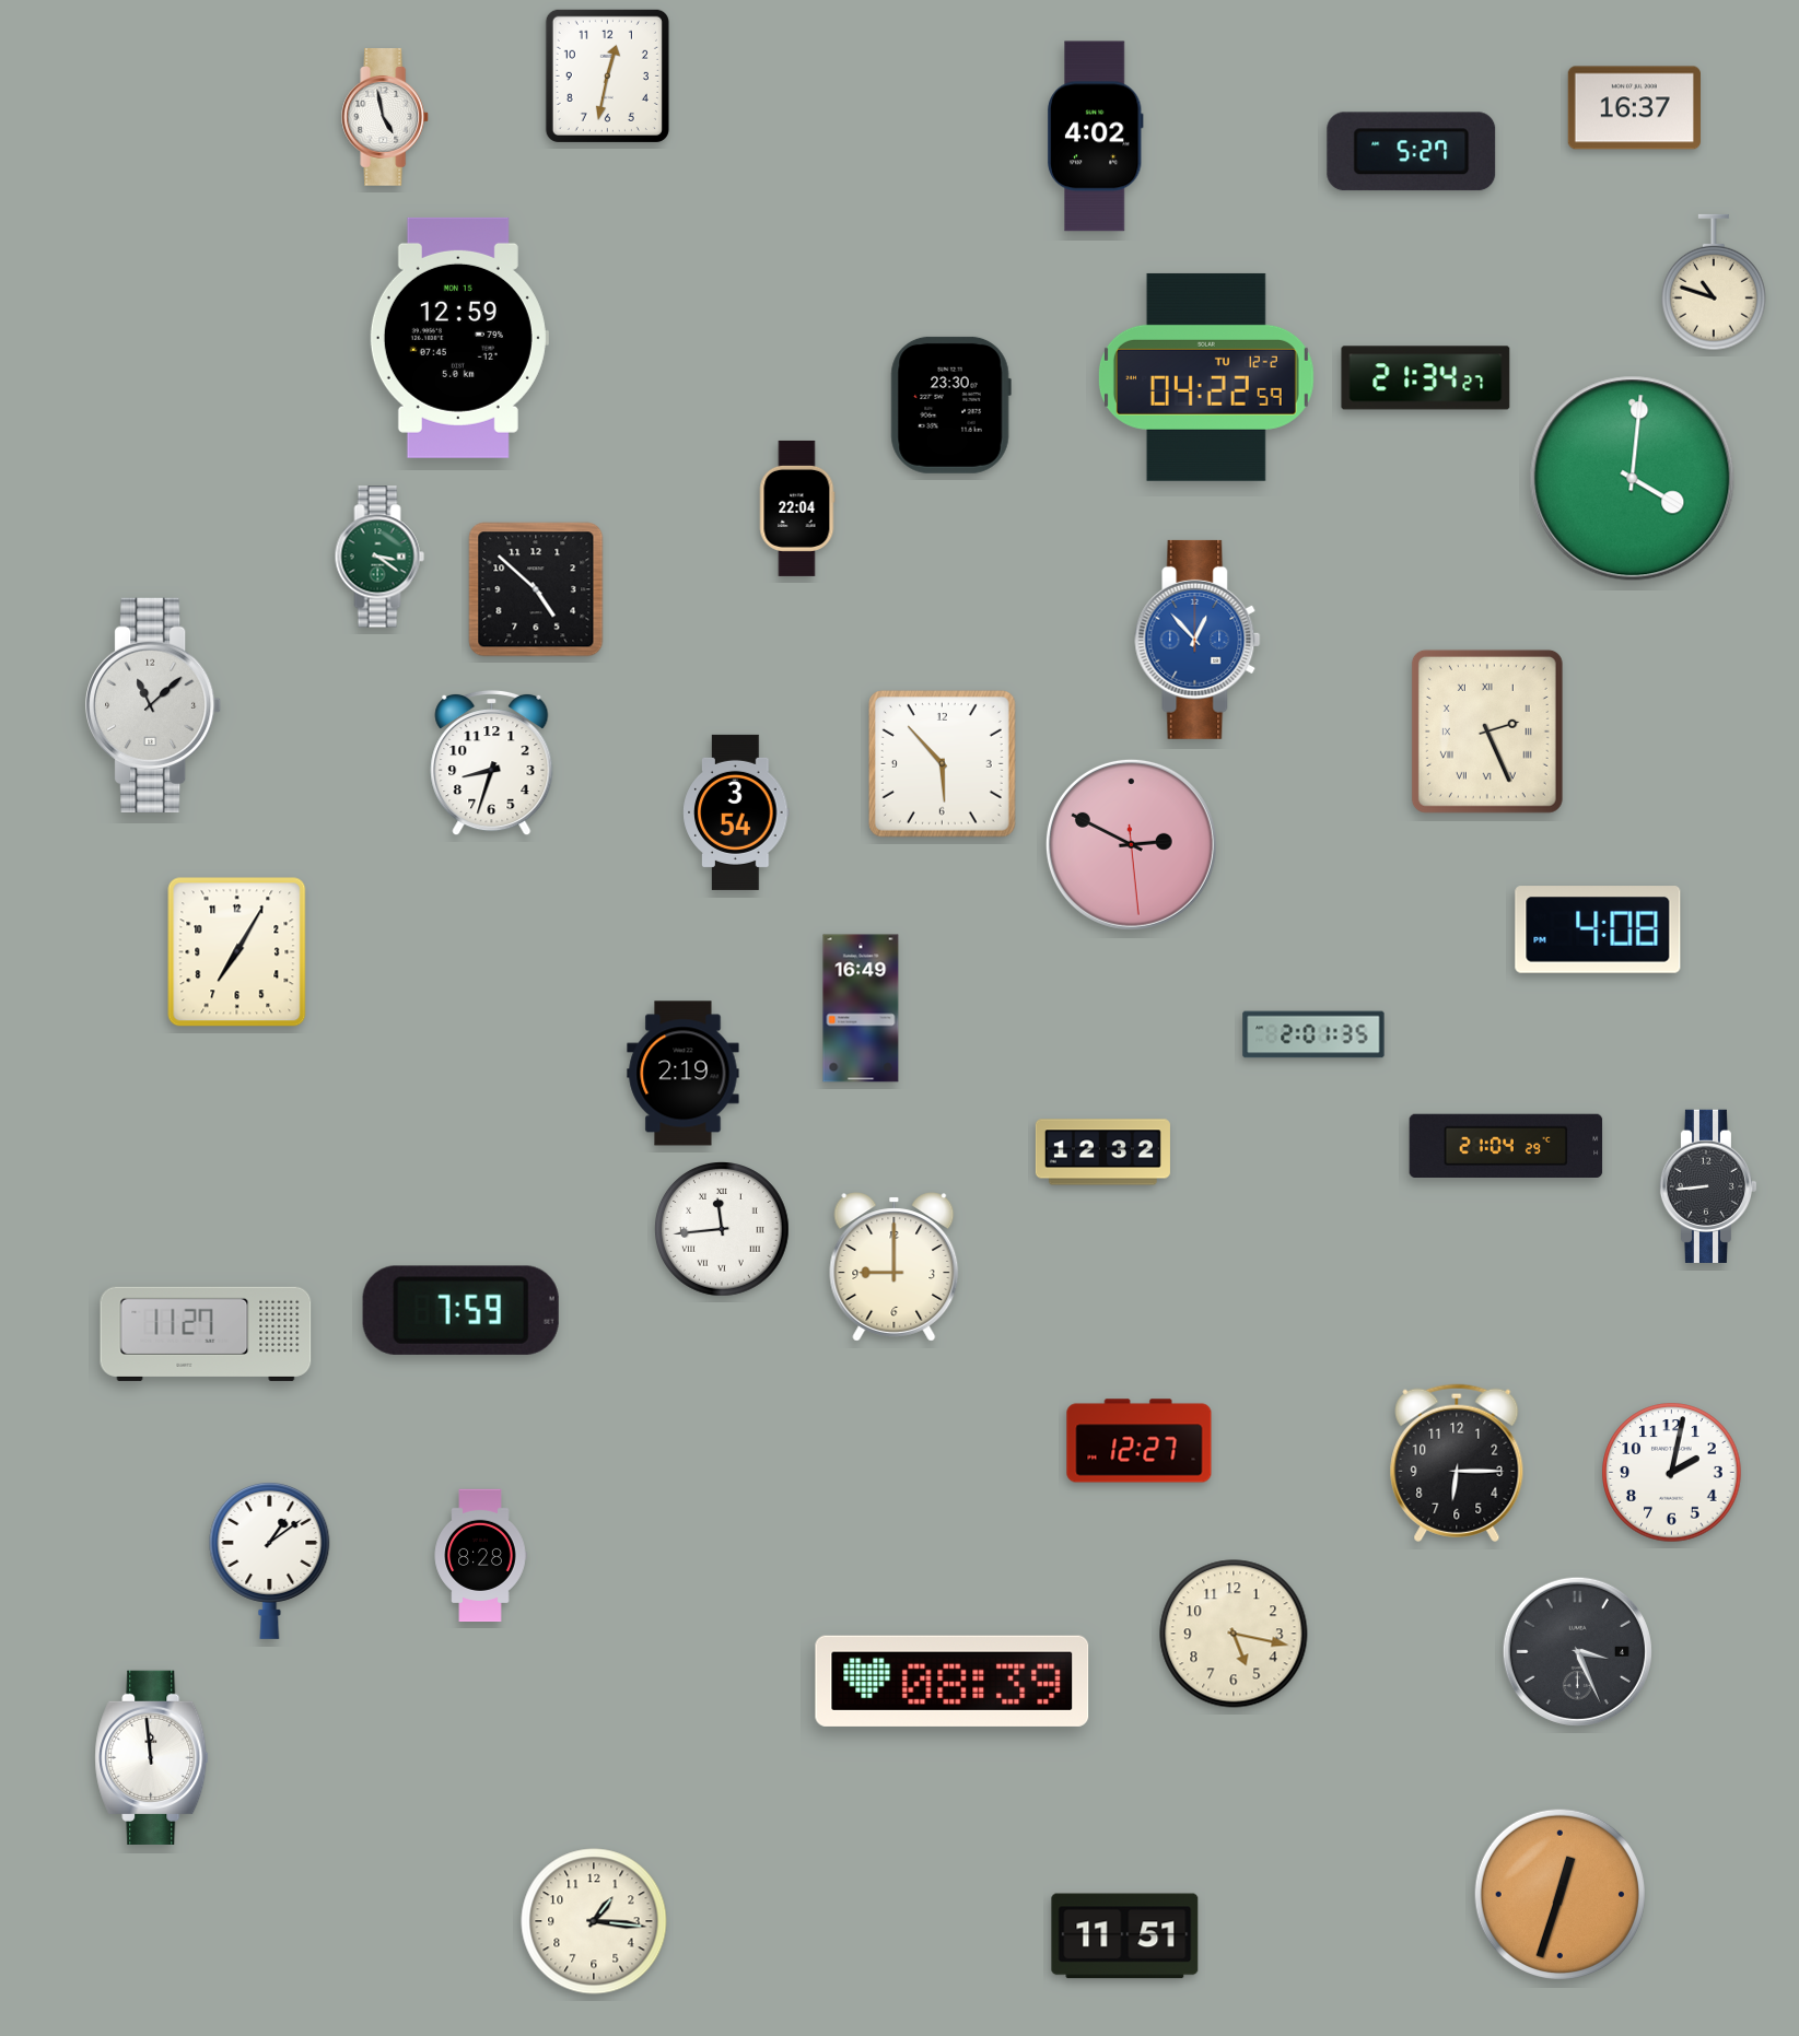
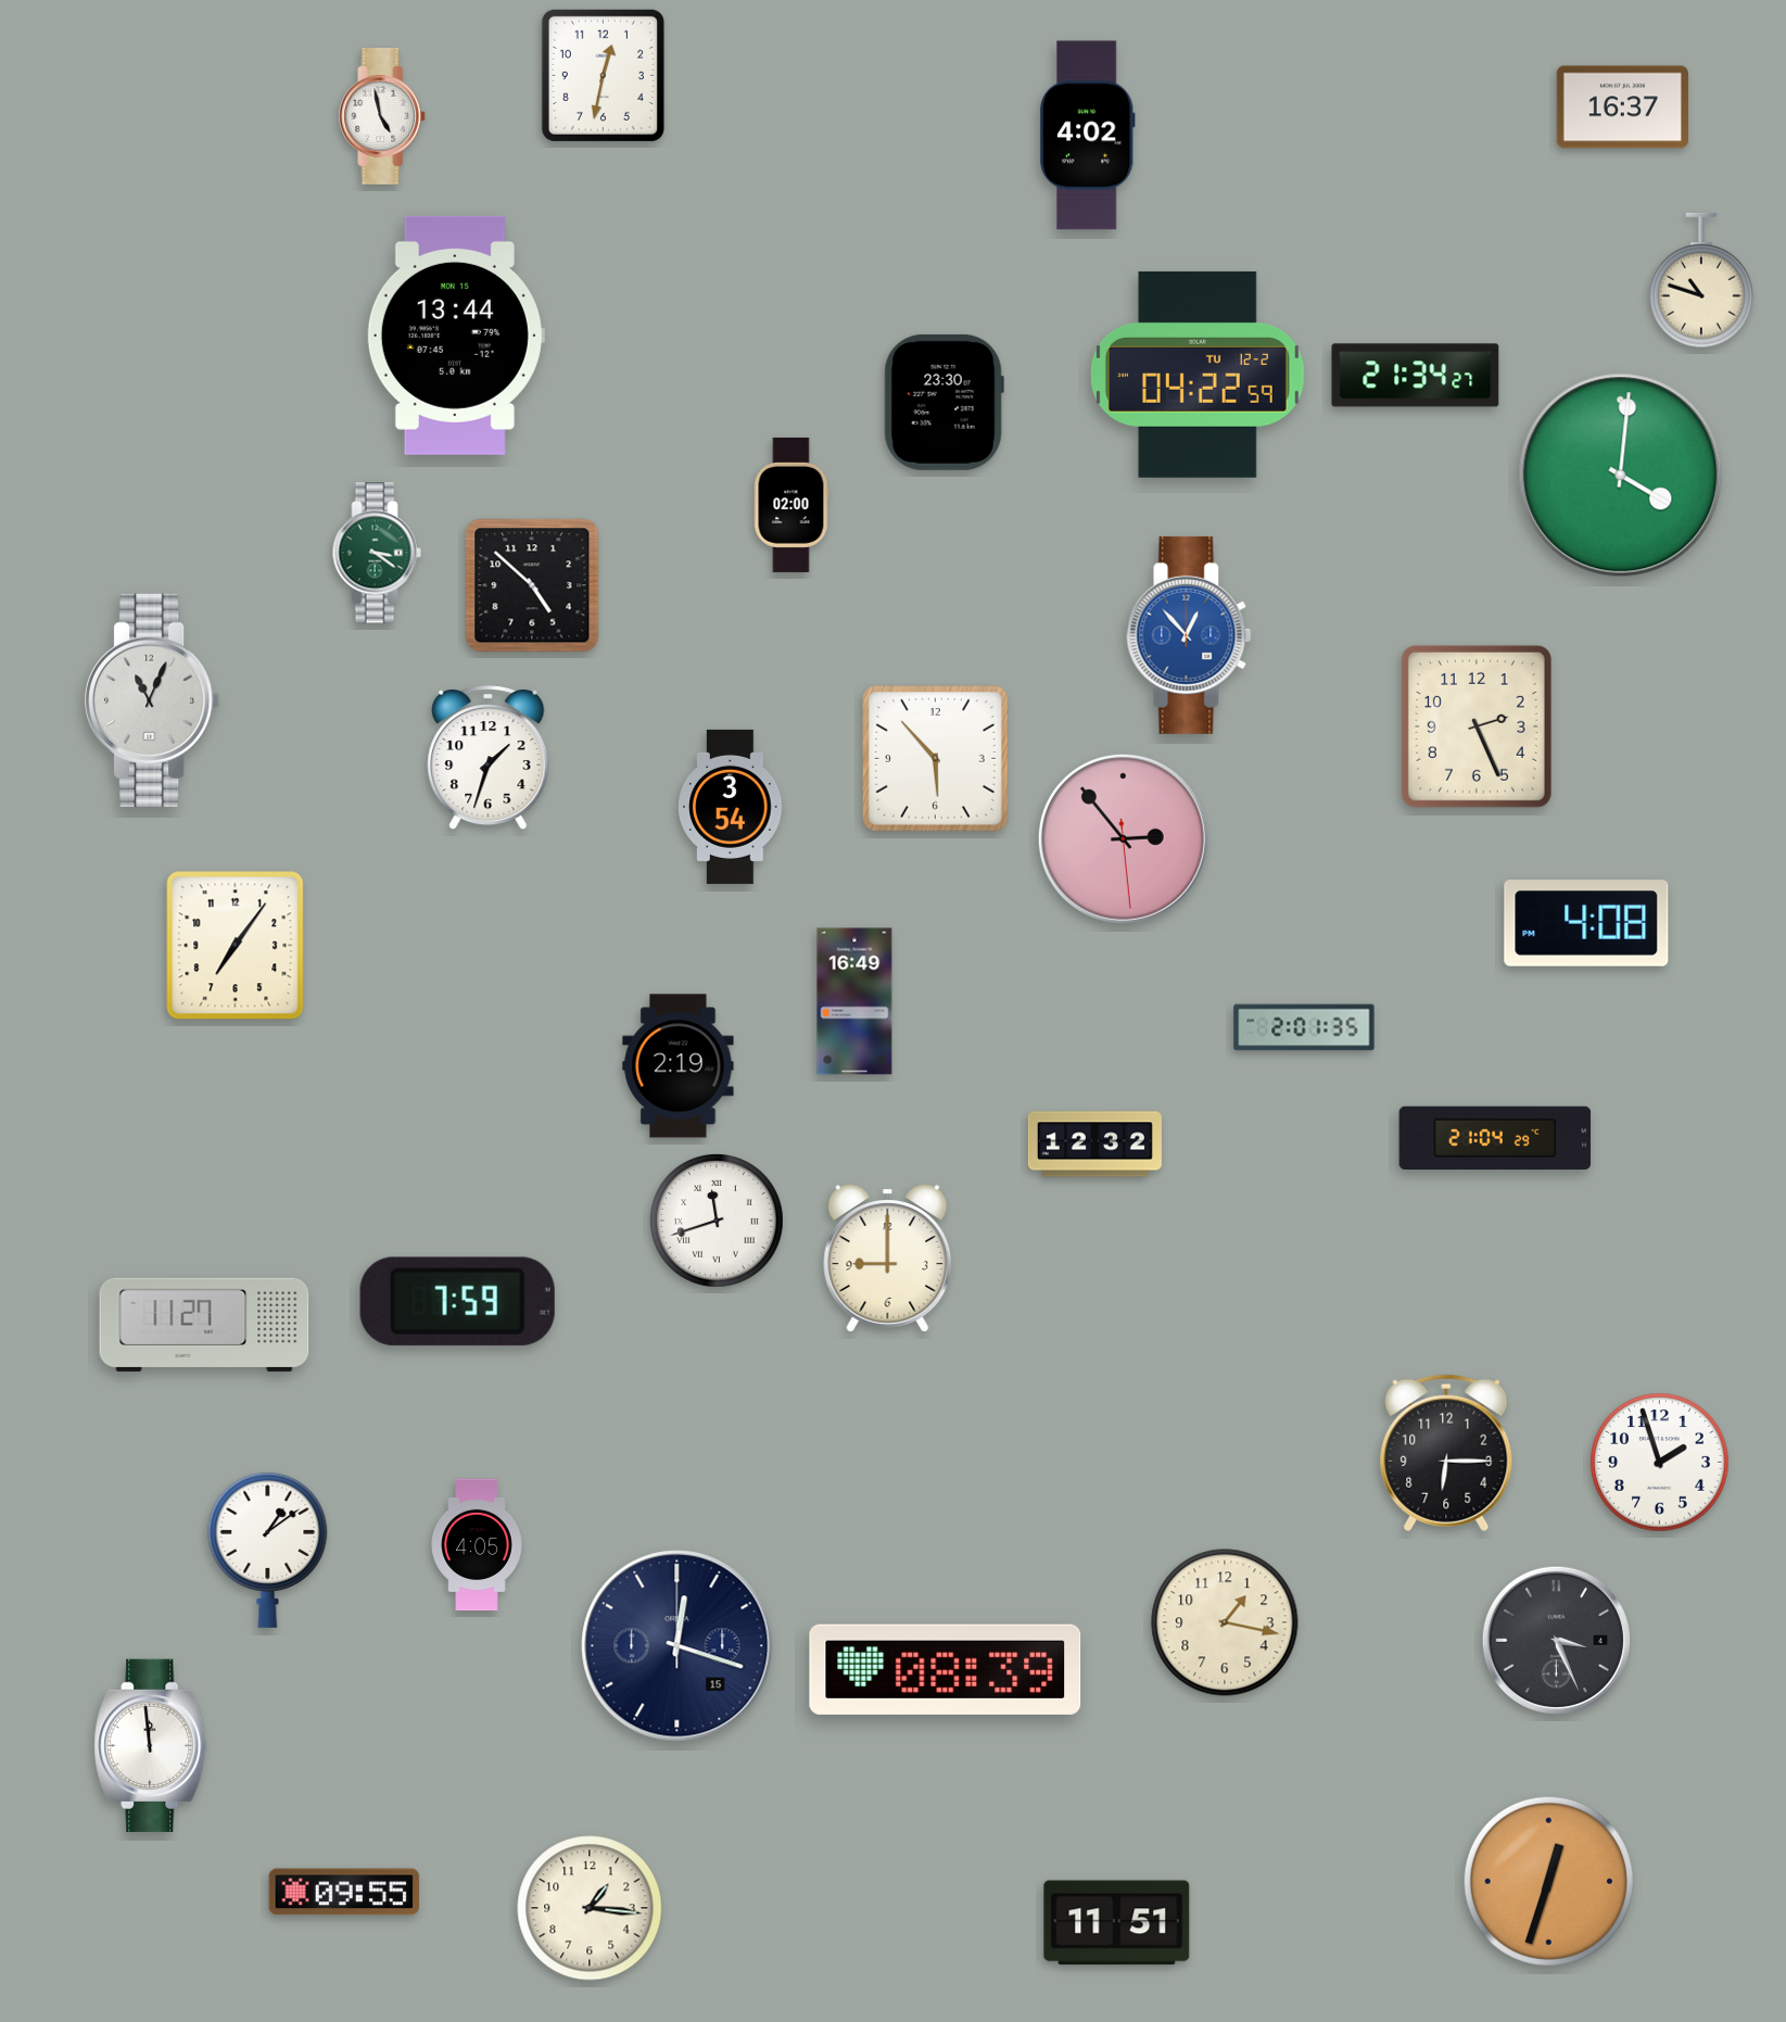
clock at (1412, 152): 5:27 -> none
clock at (458, 338): 12:59 -> 13:44
clock at (797, 508): 22:04 -> 02:00
clock at (154, 705): 11:08 -> 11:04
clock at (1487, 732) numerals: Roman -> Arabic
clock at (492, 763): 8:33 -> 1:33
clock at (1131, 844): 2:49 -> 2:53
clock at (237, 952): 7:05 -> 7:06
clock at (1708, 1186): 8:44 -> none
clock at (723, 1230): 11:44 -> 11:42
clock at (1140, 1441): 12:27 -> none
clock at (1672, 1473): 2:02 -> 1:57
clock at (480, 1556): 8:28 -> 4:05
clock at (1234, 1634): 5:17 -> 1:17
clock at (1577, 1651) position: (1577, 1651) -> (1556, 1640)
clock at (677, 1646): none -> 12:18
clock at (344, 1892): none -> 09:55
